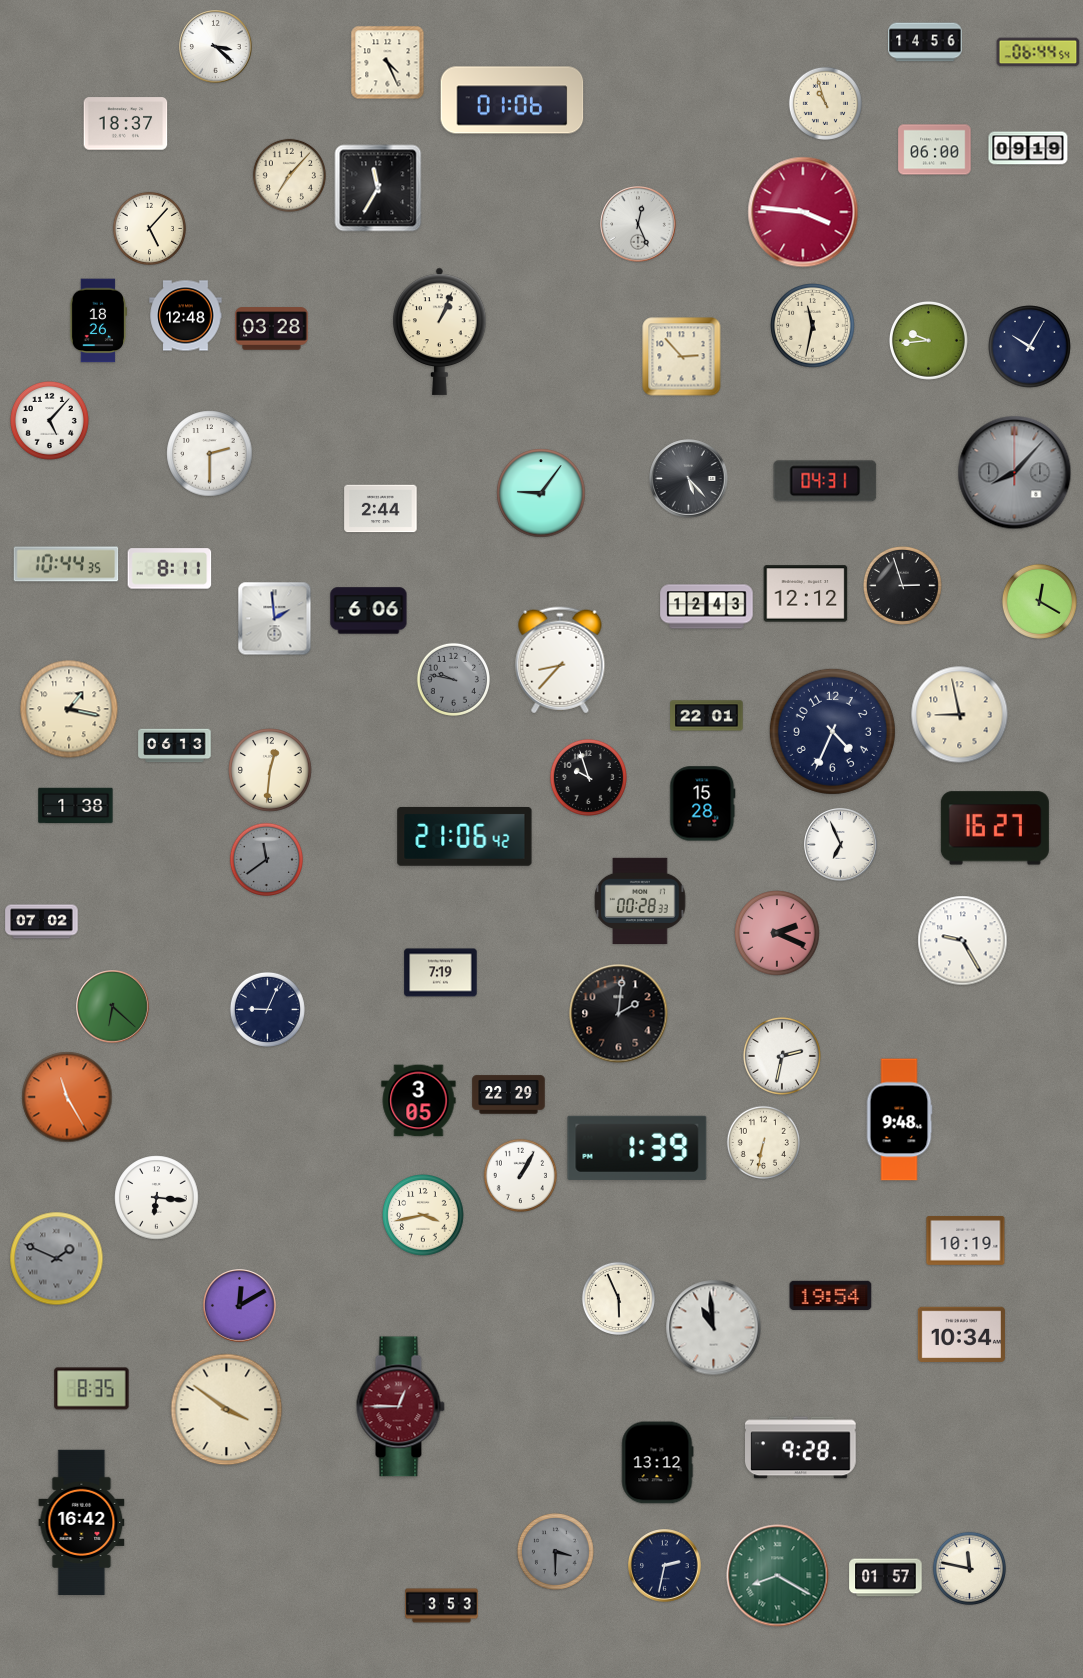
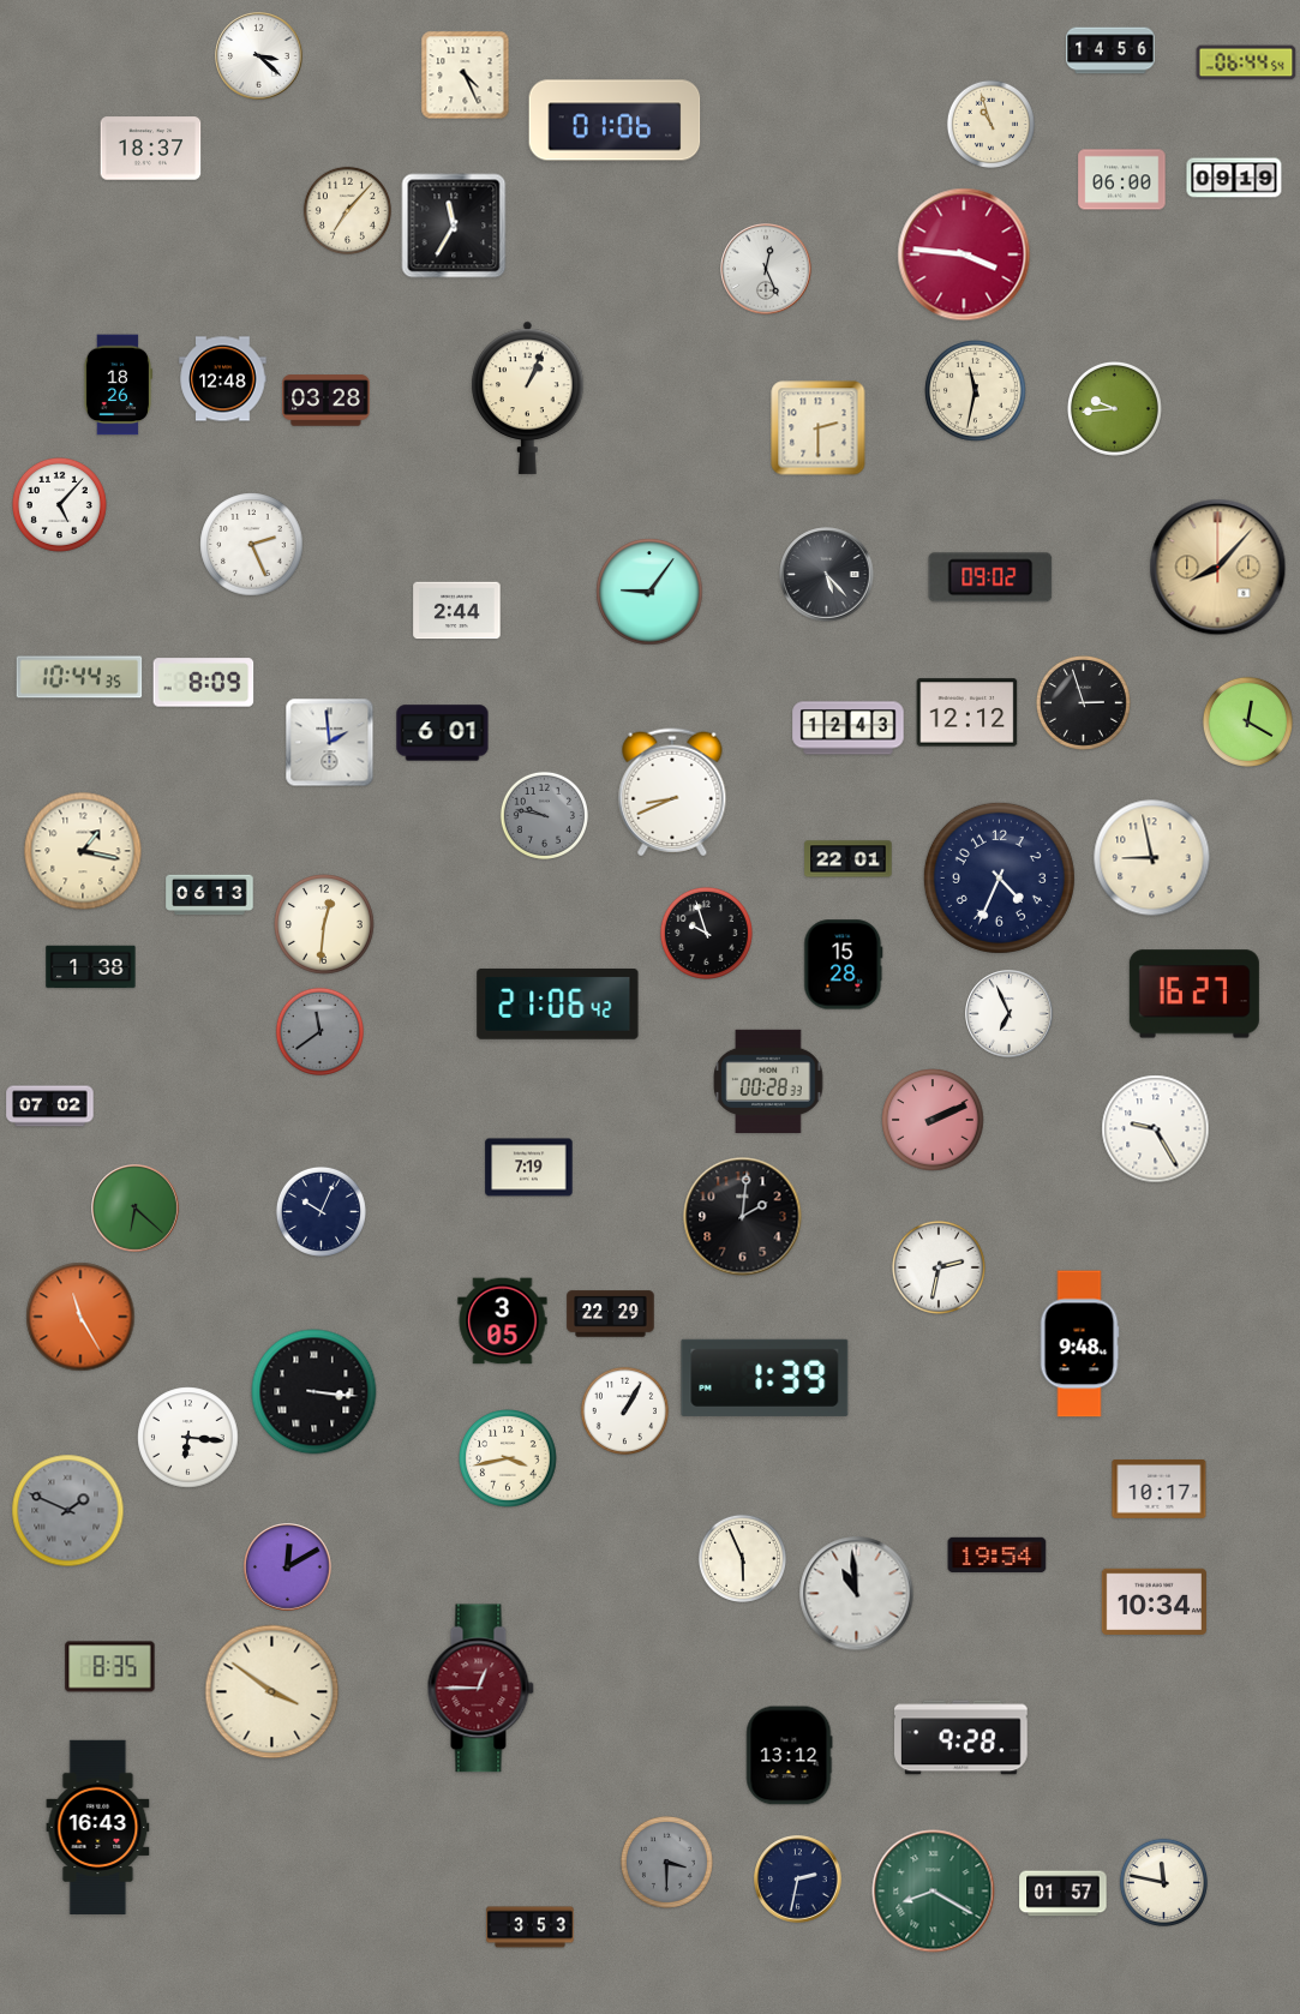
clock at (149, 228): 5:07 -> none
clock at (272, 329) position: (272, 329) -> (327, 401)
clock at (1030, 347): 10:05 -> none
clock at (682, 357): 2:53 -> 2:30
clock at (210, 454): 2:30 -> 2:26
clock at (1015, 473) dial: grey -> champagne
clock at (825, 481): 04:31 -> 09:02
clock at (170, 569): 8:11 -> 8:09
clock at (369, 611): 6:06 -> 6:01
clock at (560, 660): 8:37 -> 8:41
clock at (777, 933): 2:19 -> 2:11
clock at (267, 1009): 9:04 -> 10:04
clock at (763, 1142): 6:32 -> none
clock at (314, 1392): none -> 3:16
clock at (966, 1241): 10:19 -> 10:17
clock at (82, 1522): 16:42 -> 16:43
